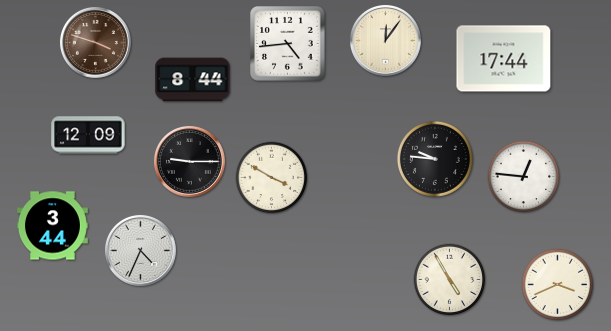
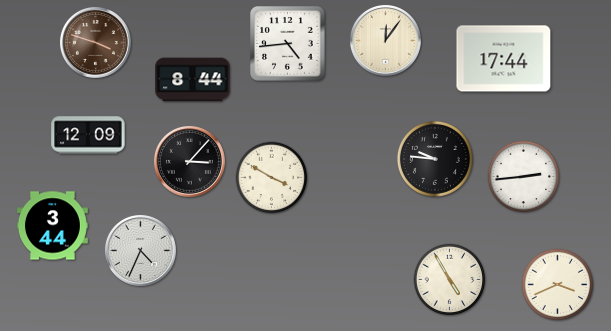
clock at (189, 161): 9:15 -> 3:07
clock at (524, 177): 12:46 -> 2:44
